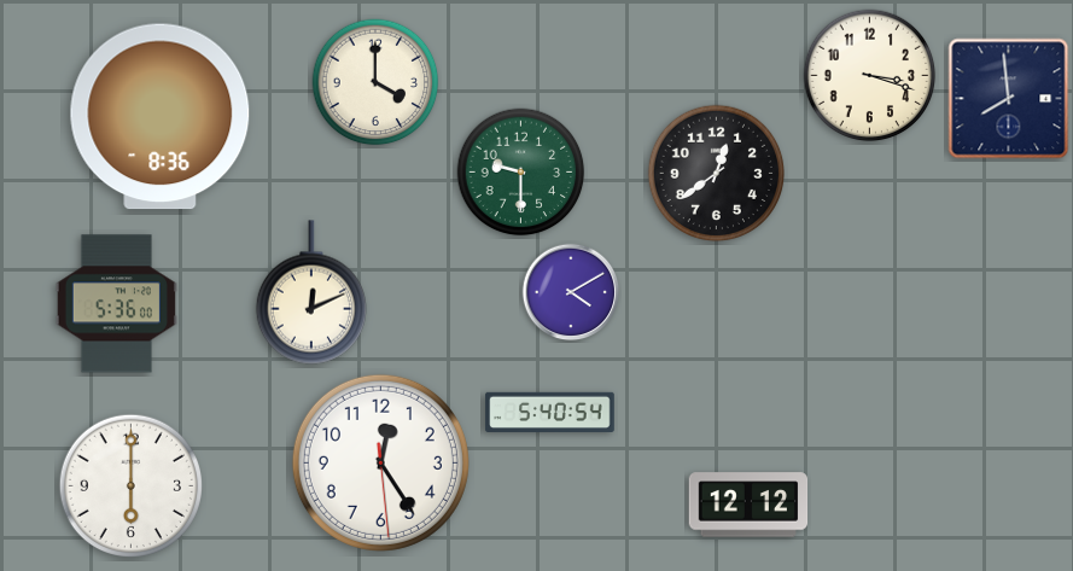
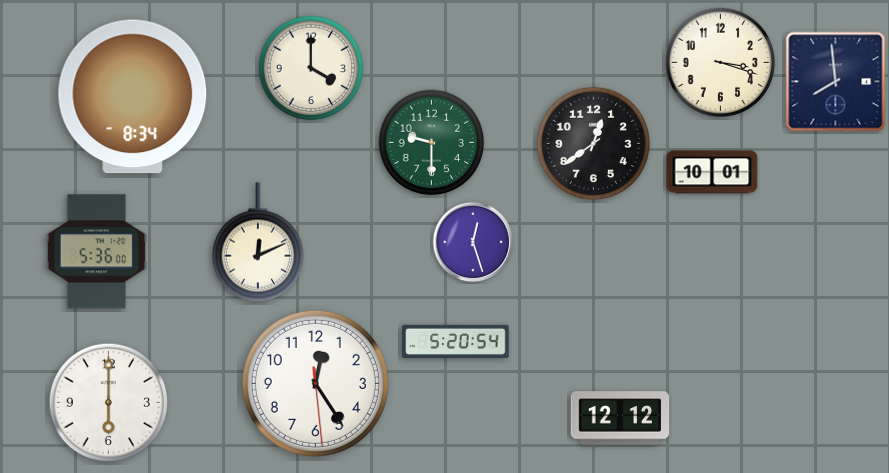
clock at (161, 117): 8:36 -> 8:34
clock at (712, 172): none -> 10:01
clock at (571, 292): 4:10 -> 12:27
clock at (550, 412): 5:40 -> 5:20
